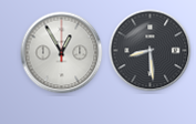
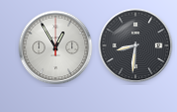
clock at (151, 51): 8:29 -> 8:31
